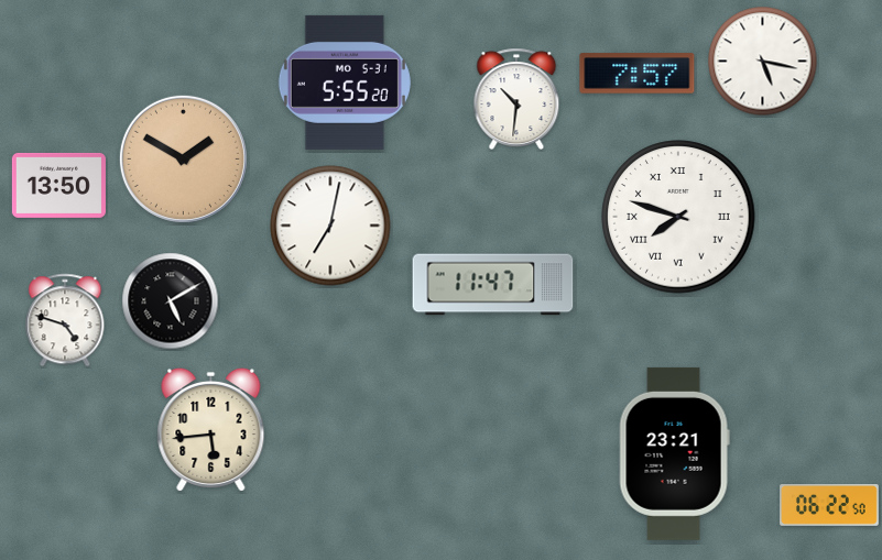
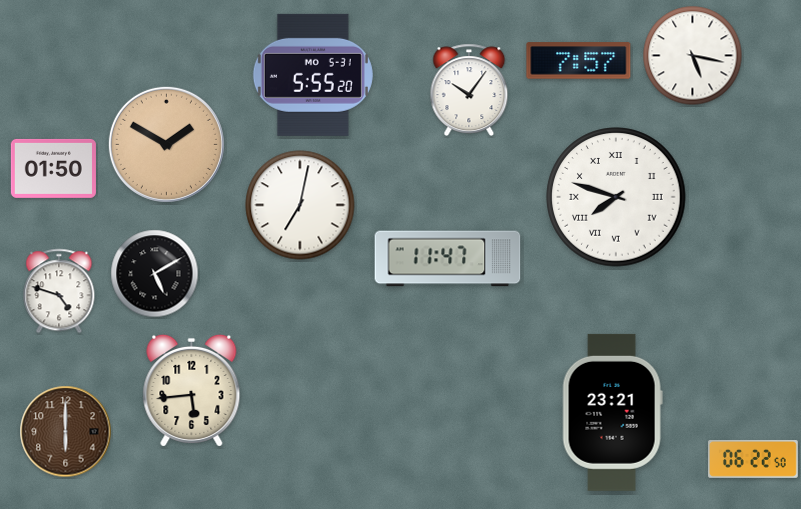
clock at (638, 74) position: (638, 74) -> (579, 61)
clock at (516, 98): 10:31 -> 10:06
clock at (58, 185): 13:50 -> 01:50
clock at (66, 432): none -> 6:00
